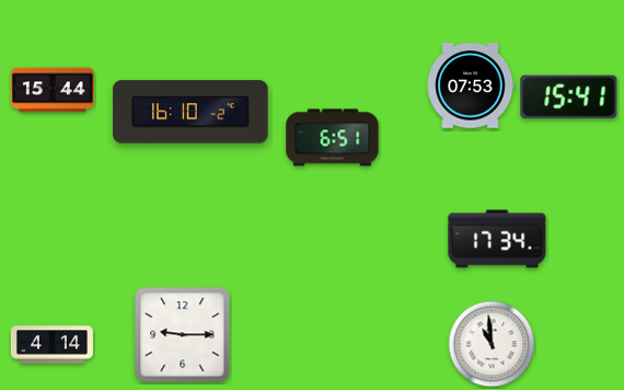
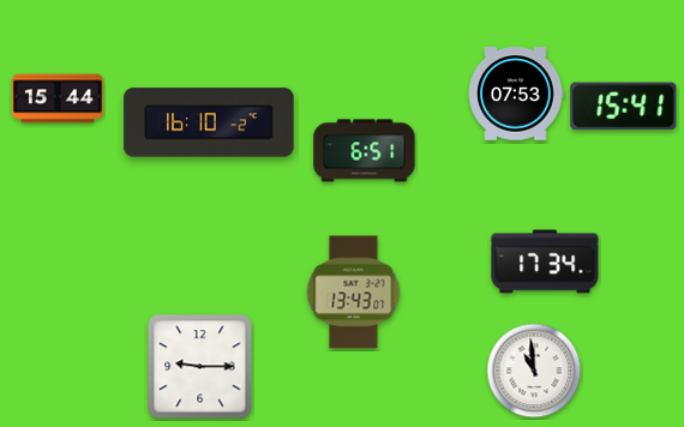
clock at (354, 293): none -> 13:43
clock at (492, 344) position: (492, 344) -> (534, 371)
clock at (51, 345): 4:14 -> none
